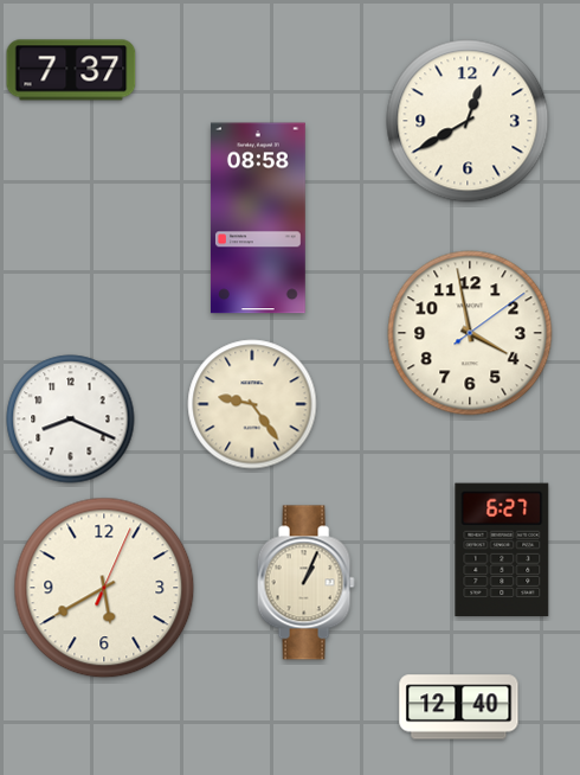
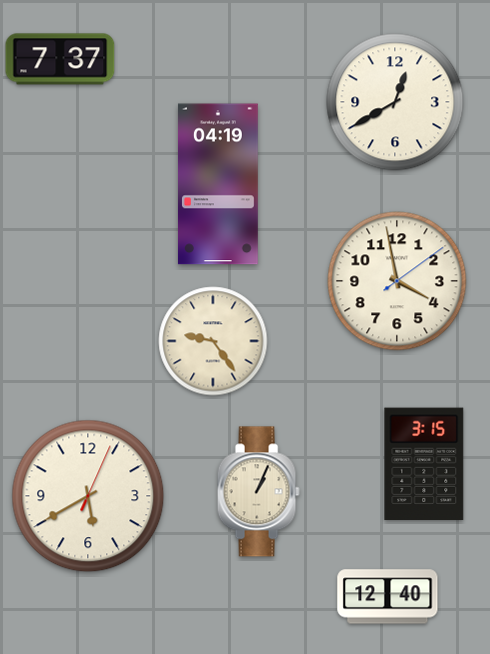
clock at (258, 218): 08:58 -> 04:19
clock at (71, 419): 8:19 -> none
clock at (502, 549): 6:27 -> 3:15
